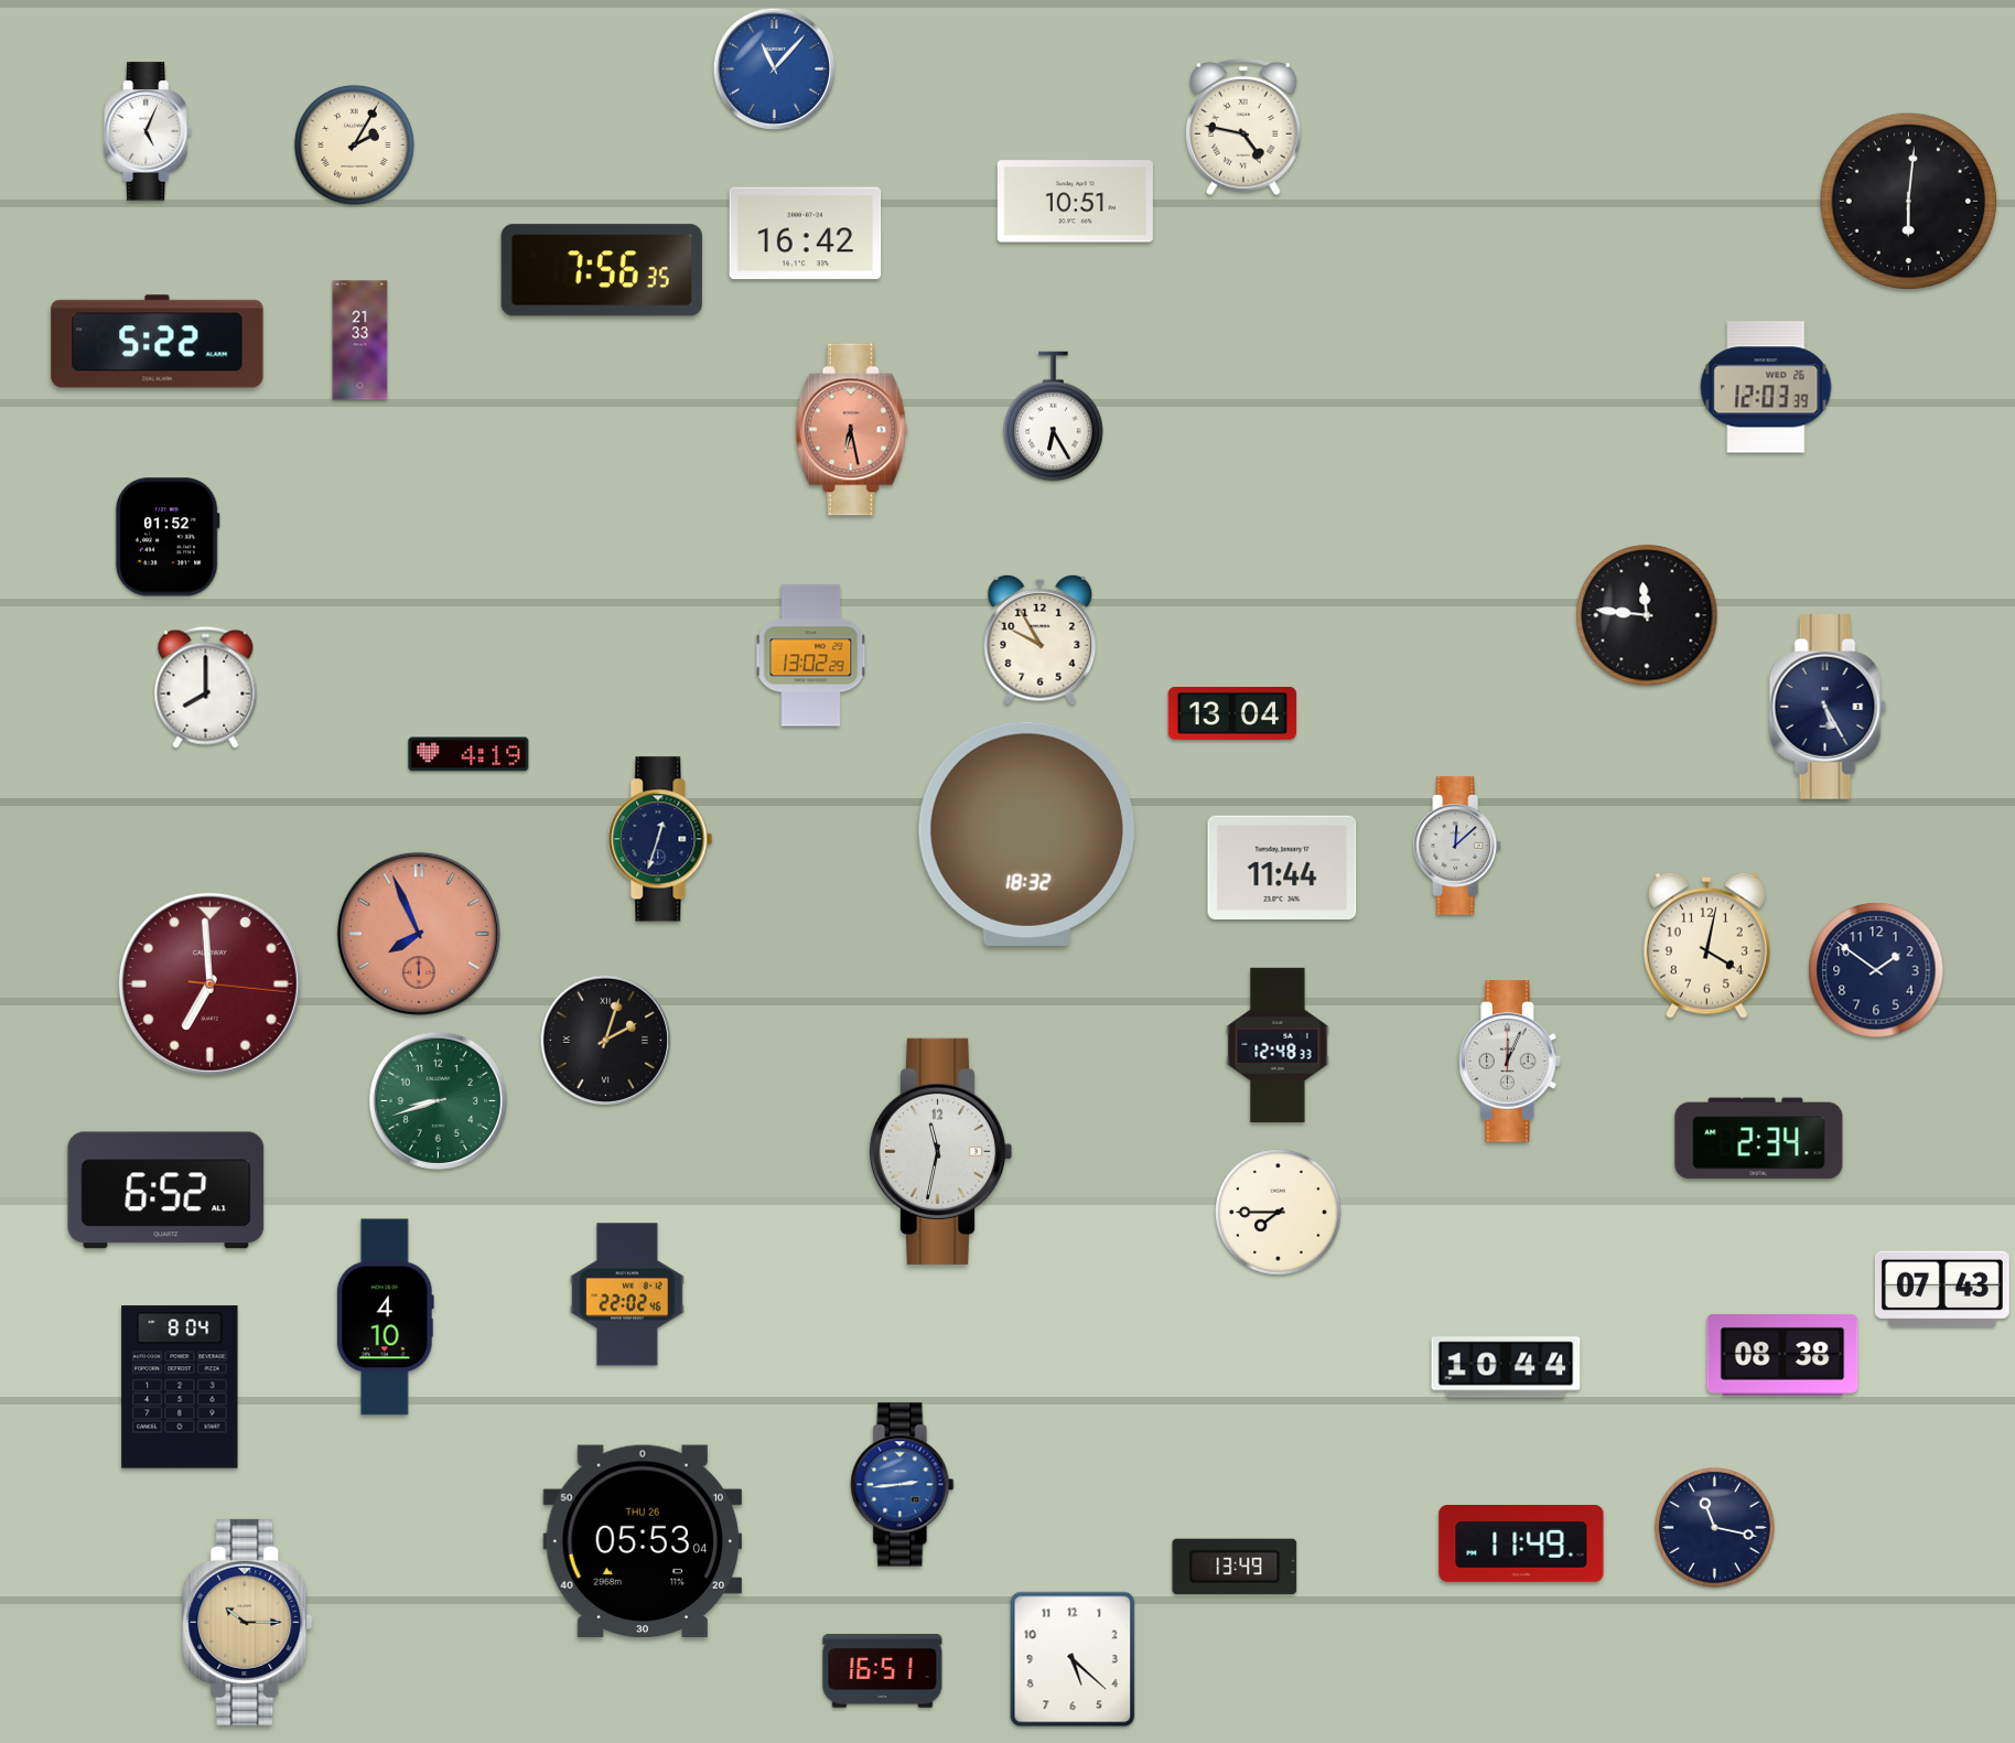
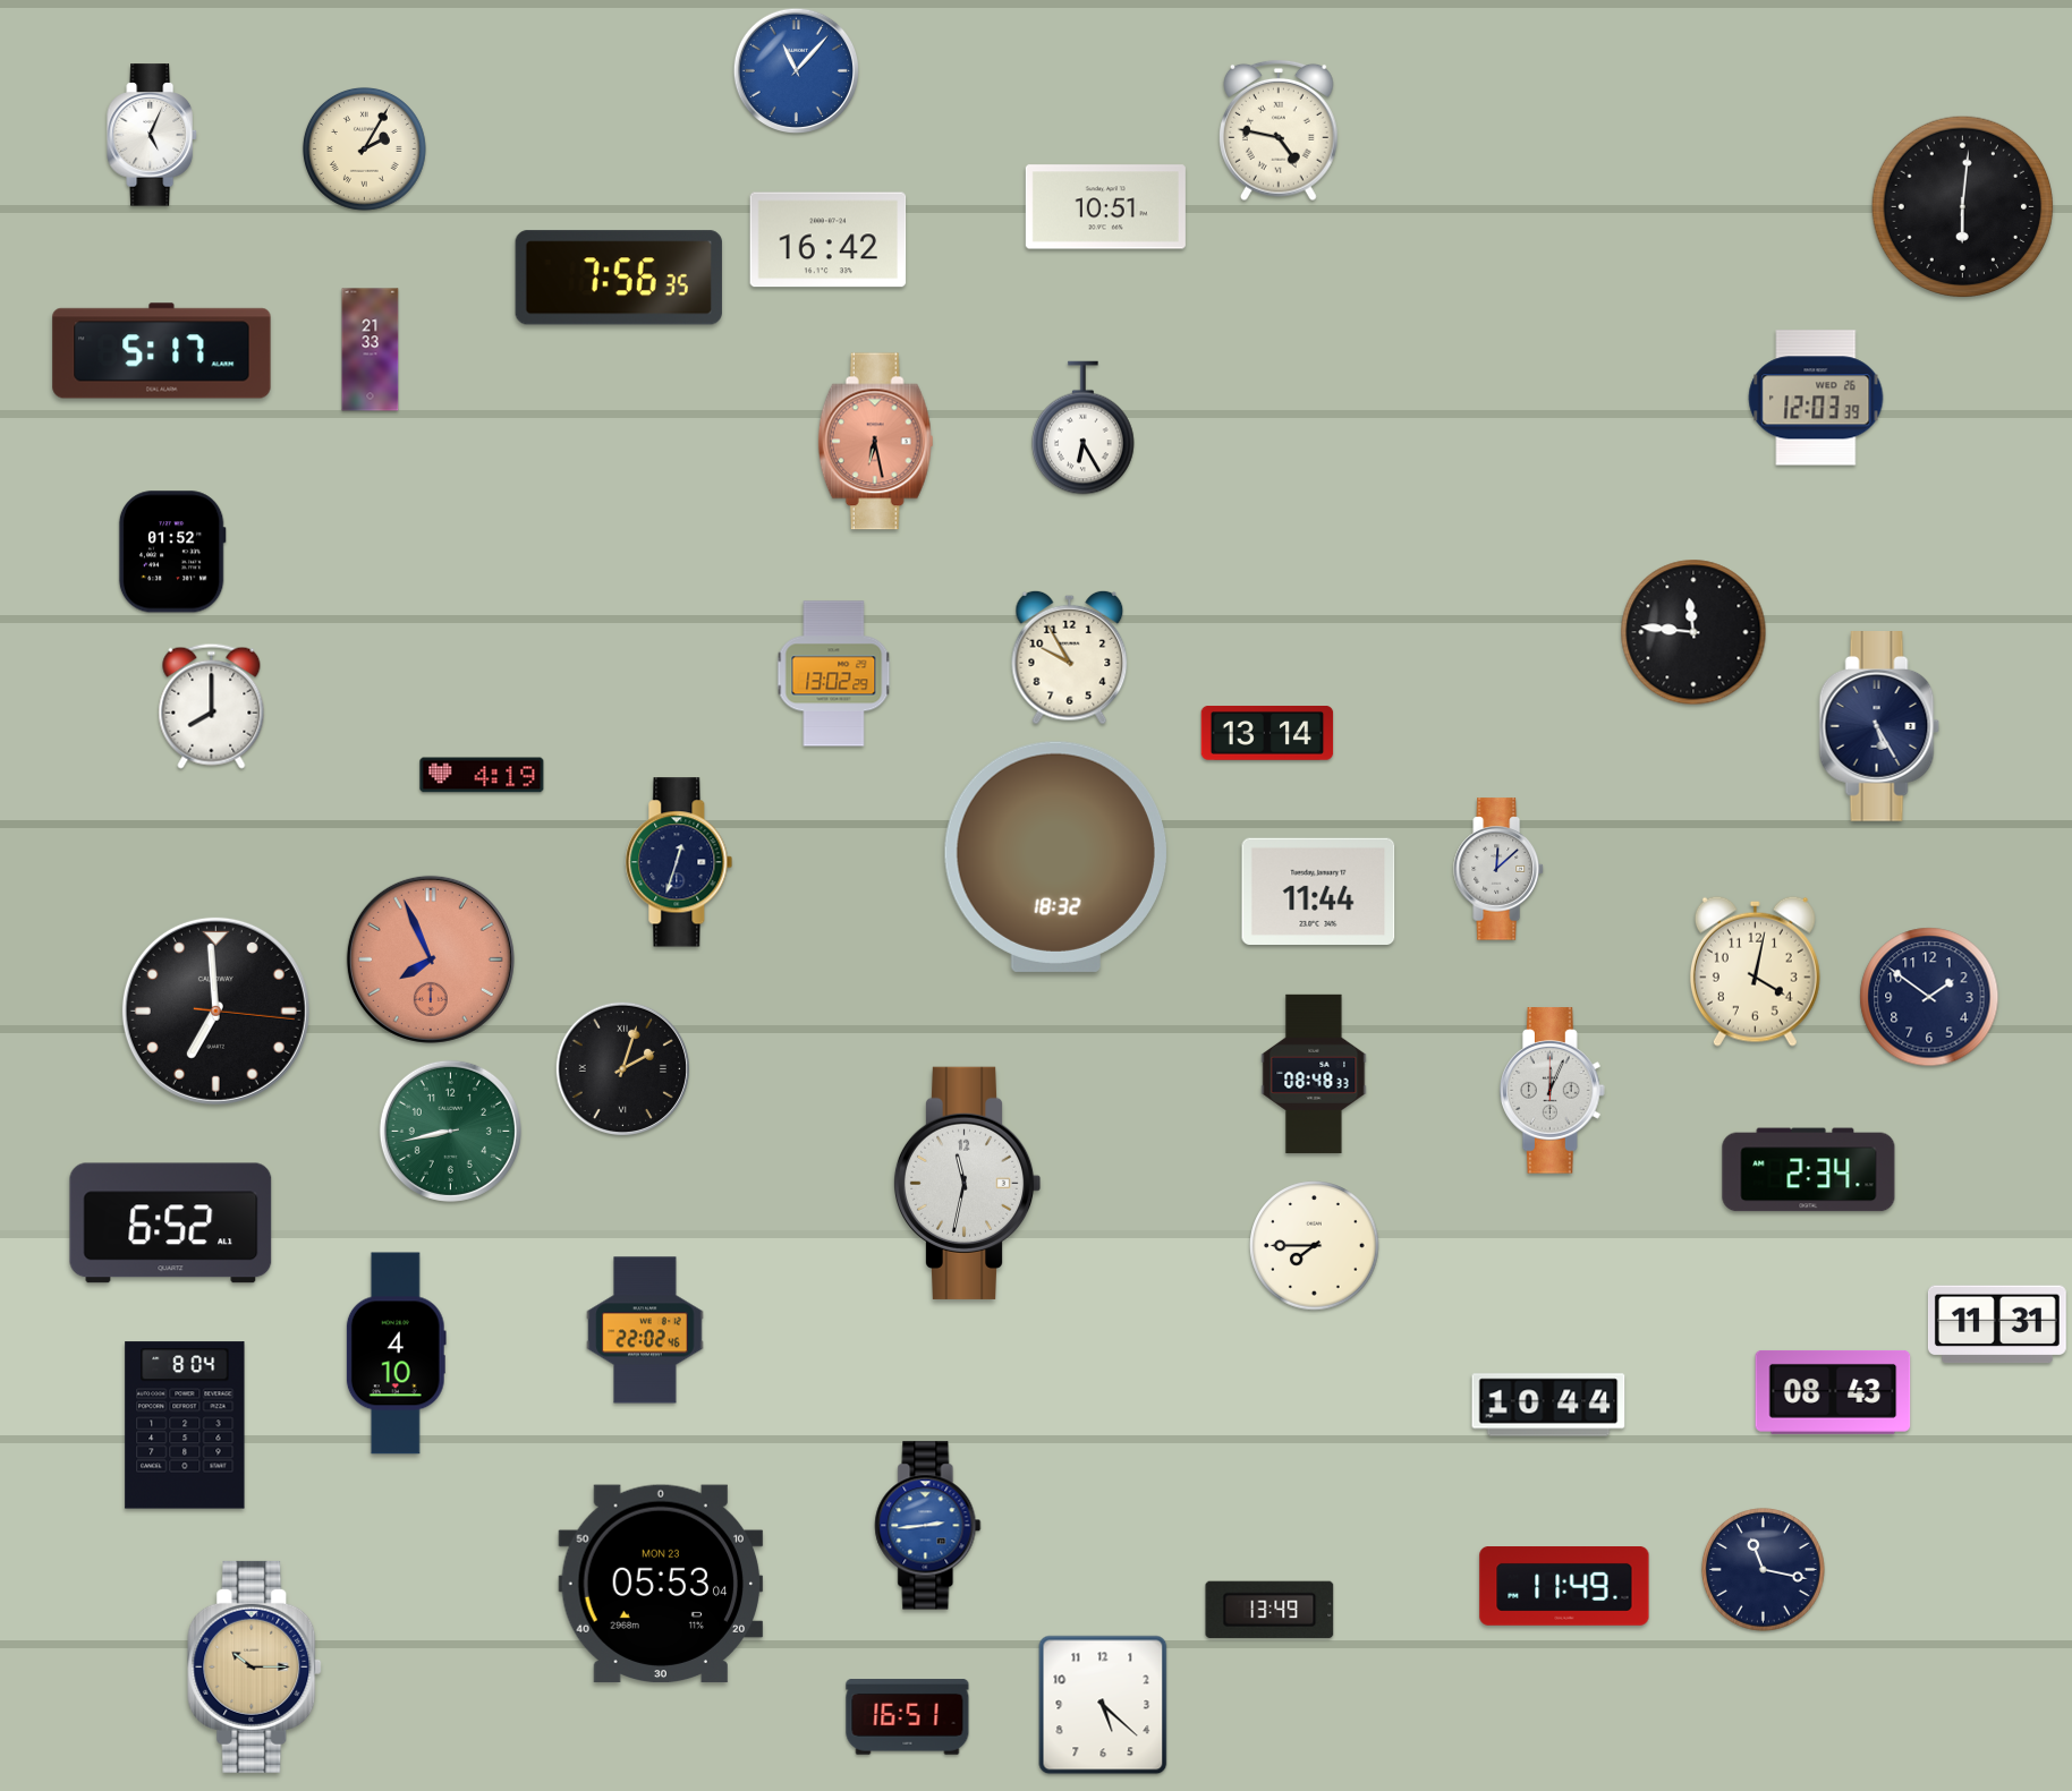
clock at (158, 342): 5:22 -> 5:17
clock at (1232, 714): 13:04 -> 13:14
clock at (209, 983) dial: burgundy -> black
clock at (1278, 1045): 12:48 -> 08:48
clock at (438, 1100): 8:42 -> 8:43
clock at (1942, 1289): 07:43 -> 11:31
clock at (1782, 1355): 08:38 -> 08:43
clock at (643, 1541) date: THU 26 -> MON 23
